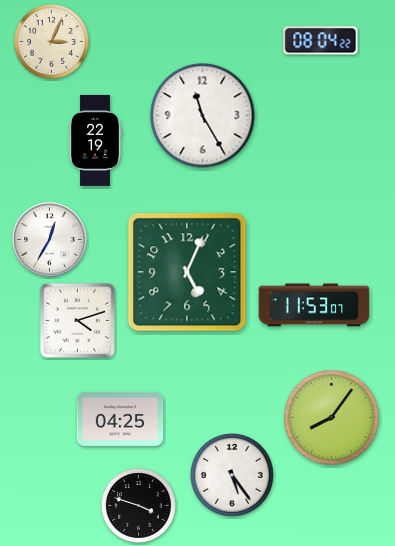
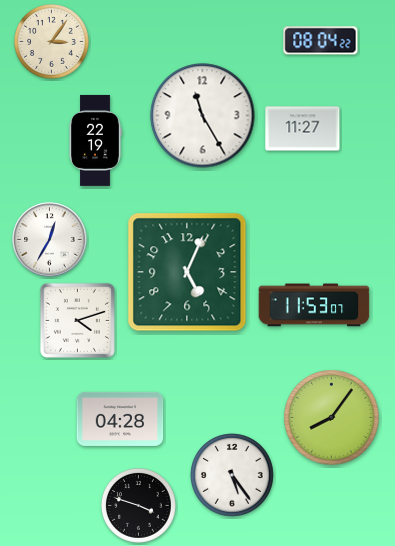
clock at (52, 42): 3:04 -> 3:06
clock at (303, 129): none -> 11:27
clock at (120, 419): 04:25 -> 04:28
